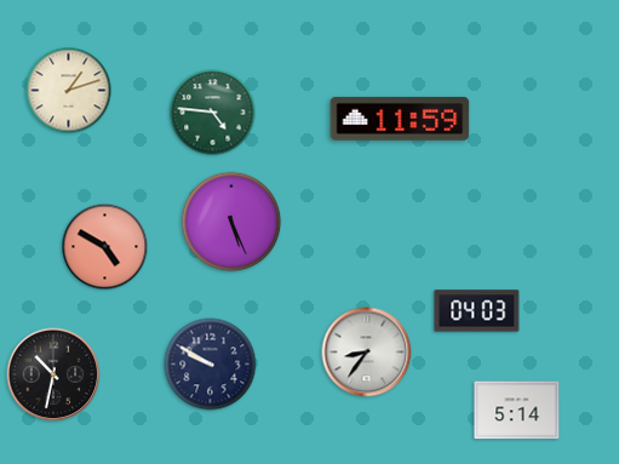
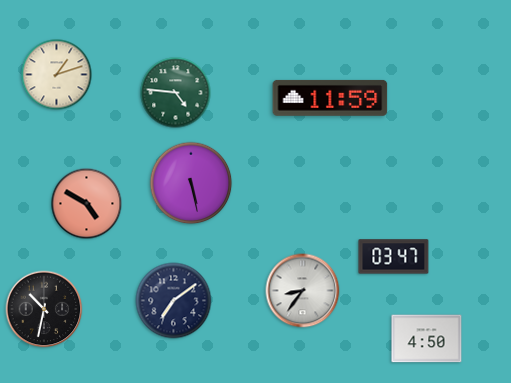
clock at (231, 222): 5:26 -> 5:28
clock at (477, 311): 04:03 -> 03:47
clock at (211, 365): 9:50 -> 7:09
clock at (517, 411): 5:14 -> 4:50
